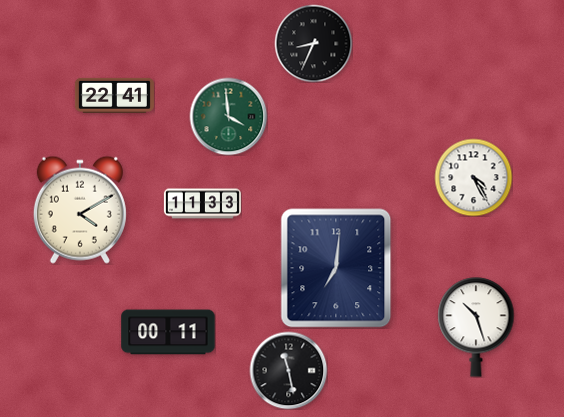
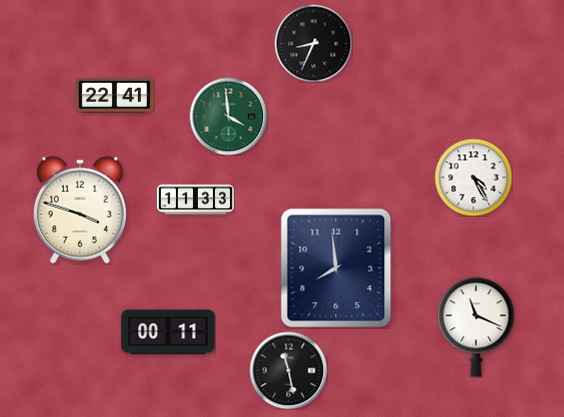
clock at (202, 204) position: (202, 204) -> (195, 200)
clock at (80, 210): 4:10 -> 3:48
clock at (336, 268): 7:01 -> 7:59
clock at (476, 327): 10:27 -> 11:19
